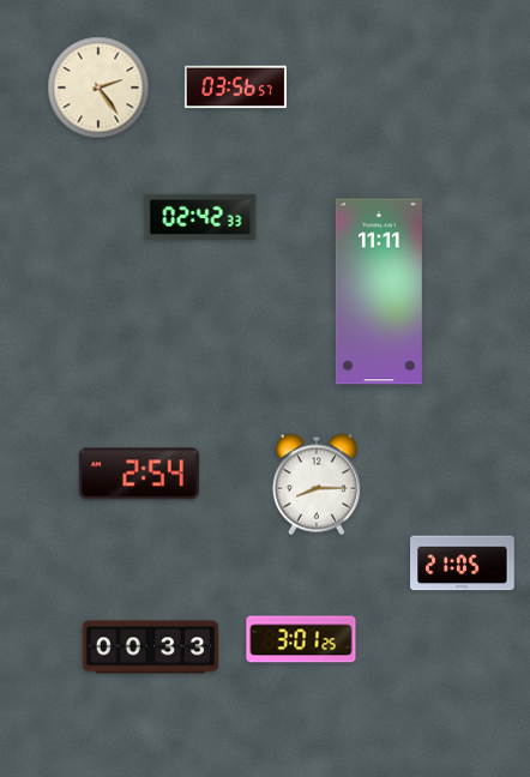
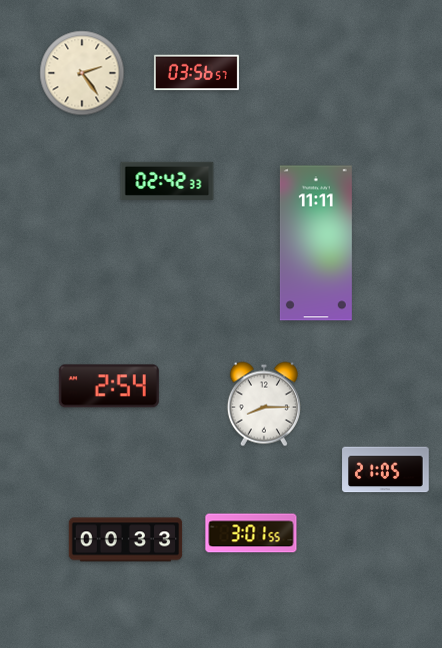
clock at (139, 474) position: (139, 474) -> (109, 386)
clock at (301, 639): 3:01:25 -> 3:01:55
